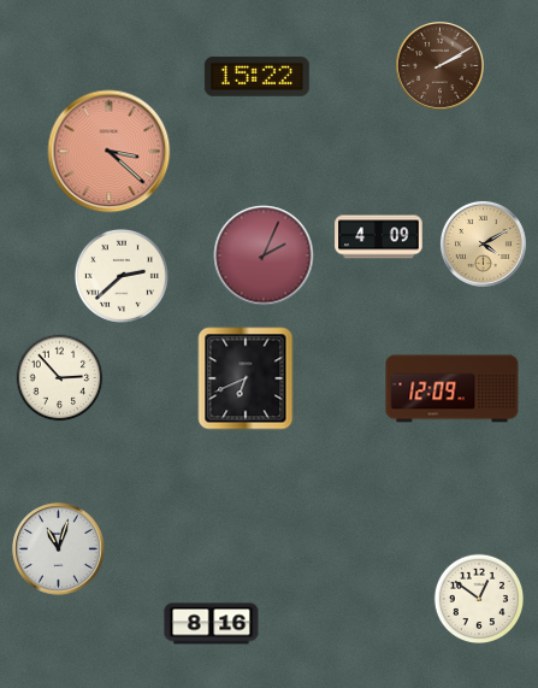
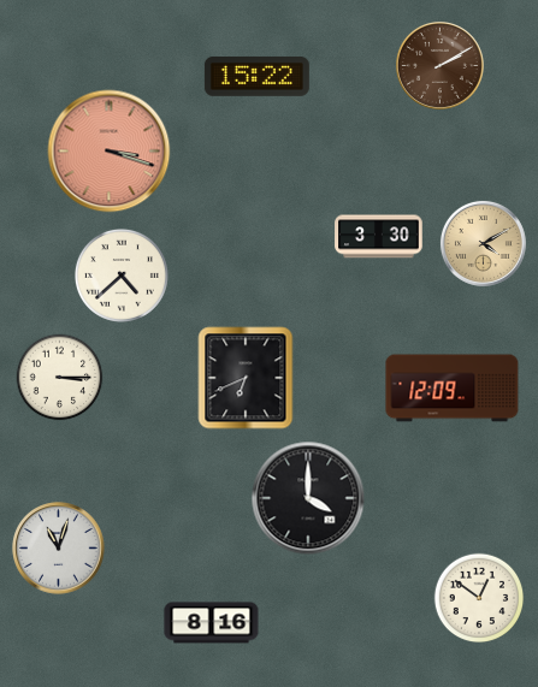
clock at (110, 152): 3:22 -> 3:18
clock at (379, 237): 4:09 -> 3:30
clock at (264, 255): 2:04 -> none
clock at (122, 276): 2:38 -> 4:38
clock at (60, 378): 2:53 -> 3:15
clock at (308, 498): none -> 4:00
